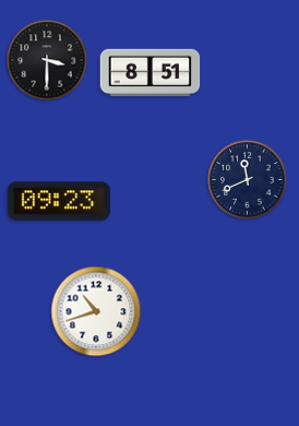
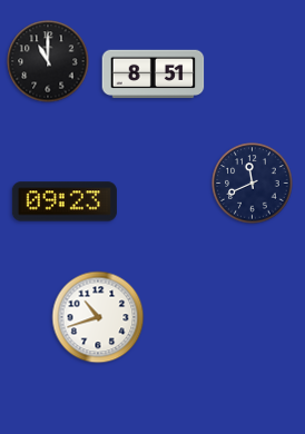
clock at (47, 60): 3:30 -> 11:00
clock at (59, 201) position: (59, 201) -> (65, 201)
